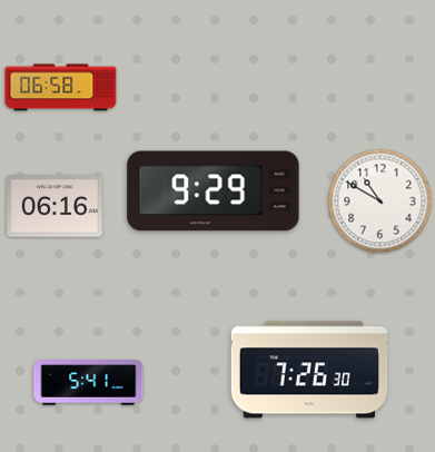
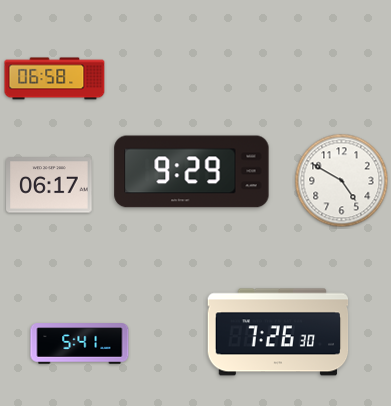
clock at (380, 202): 10:50 -> 4:50
clock at (55, 206): 06:16 -> 06:17
